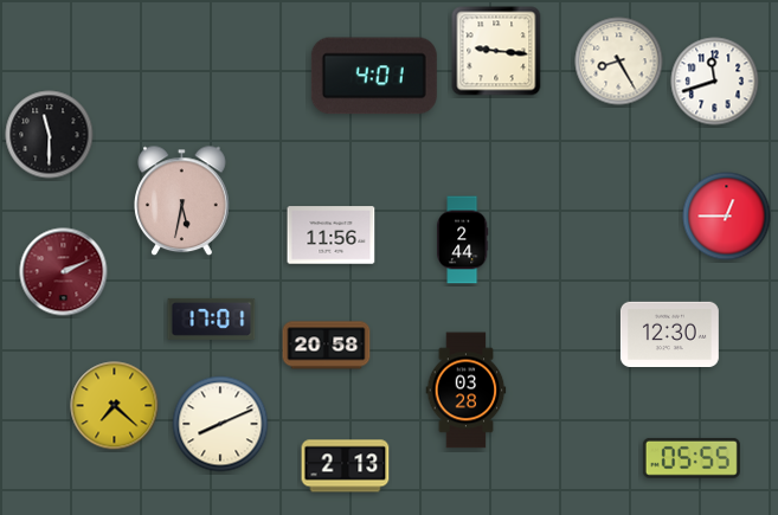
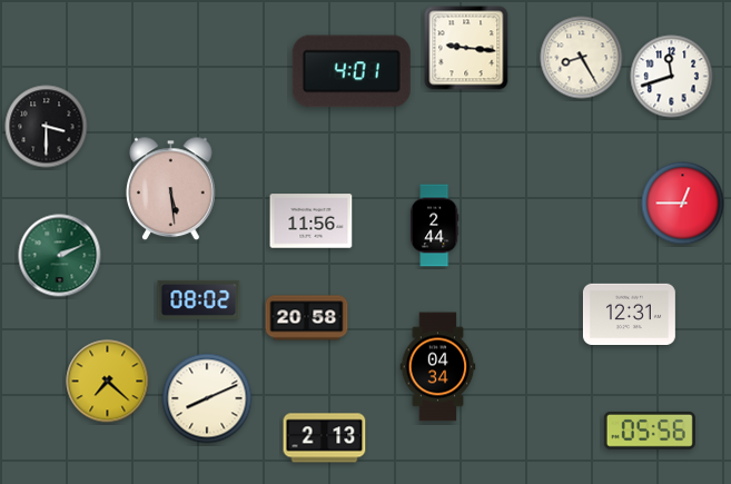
clock at (50, 135): 11:30 -> 3:30
clock at (182, 201): 5:32 -> 5:29
clock at (64, 272) dial: burgundy -> green
clock at (212, 318): 17:01 -> 08:02
clock at (669, 334): 12:30 -> 12:31
clock at (327, 346) position: (327, 346) -> (307, 318)
clock at (467, 391): 03:28 -> 04:34
clock at (692, 458): 05:55 -> 05:56
